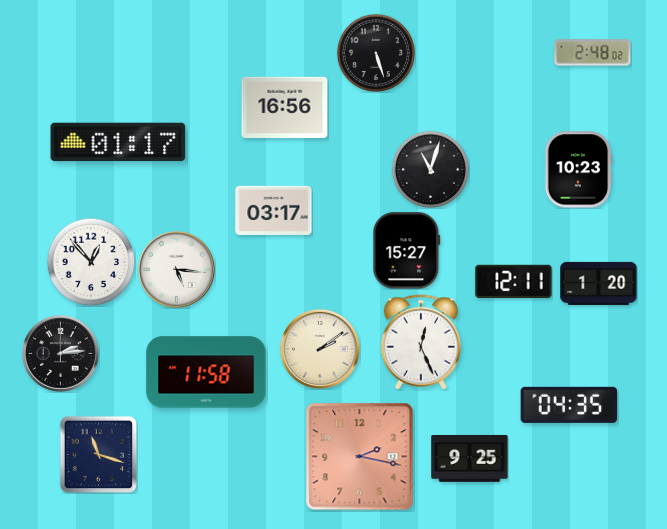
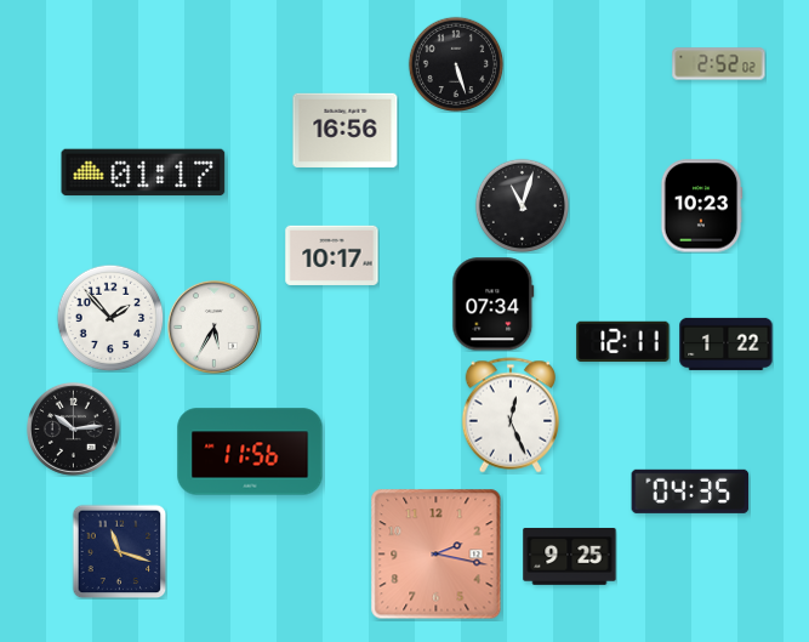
clock at (593, 53): 2:48 -> 2:52
clock at (274, 210): 03:17 -> 10:17
clock at (407, 251): 15:27 -> 07:34
clock at (91, 262): 12:53 -> 1:53
clock at (176, 269): 5:16 -> 5:35
clock at (599, 283): 1:20 -> 1:22
clock at (320, 349): 2:09 -> none
clock at (60, 353): 2:14 -> 10:14
clock at (206, 372): 11:58 -> 11:56
